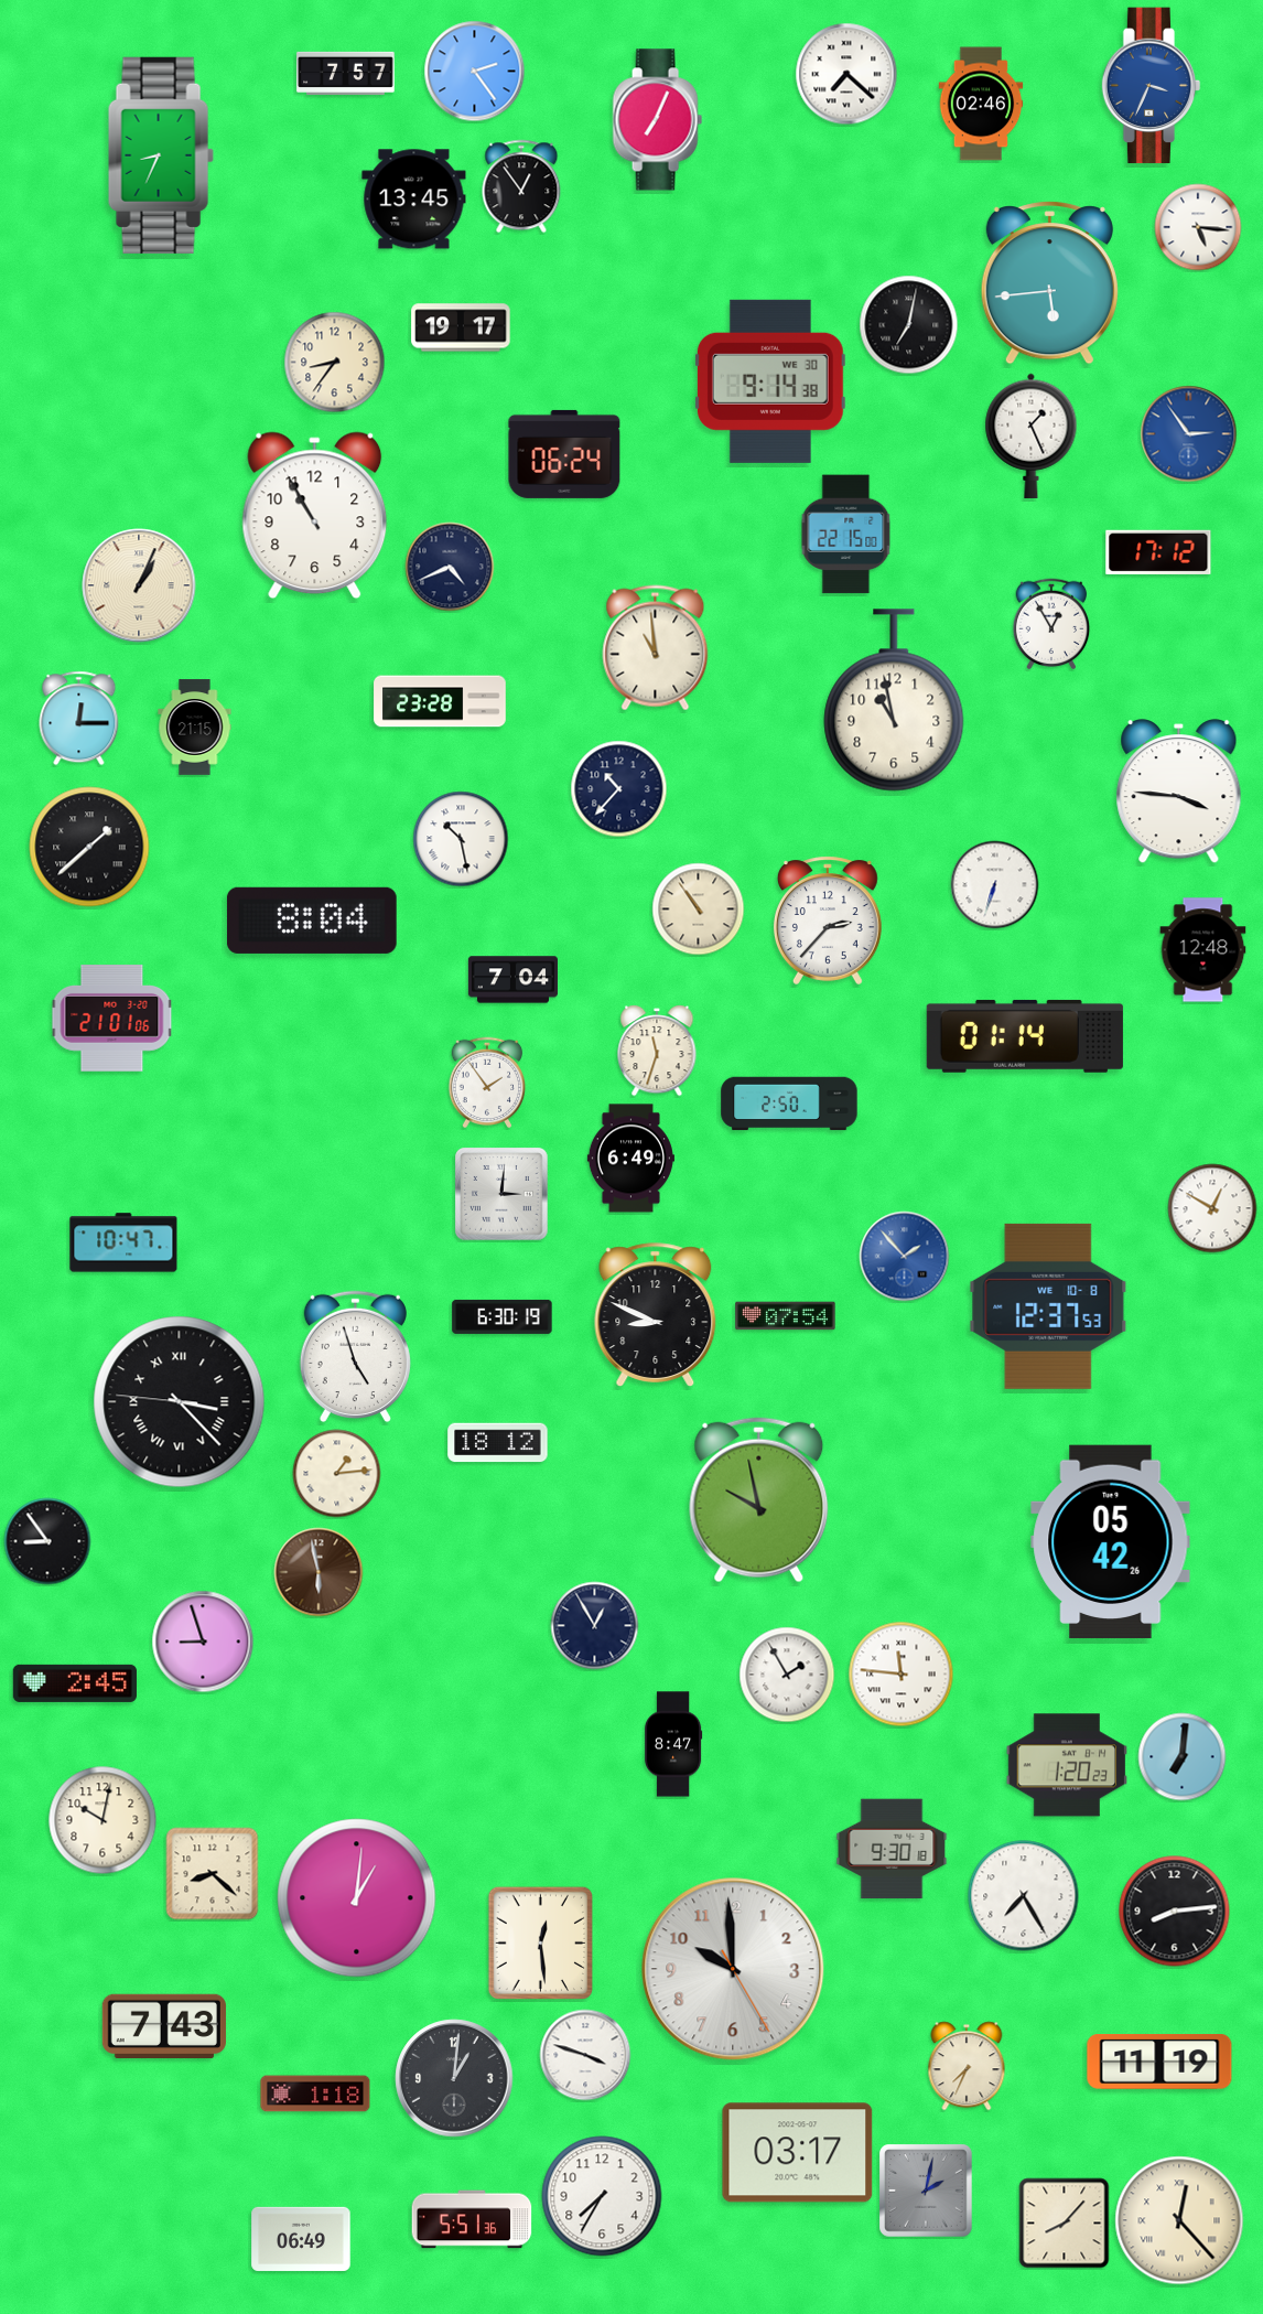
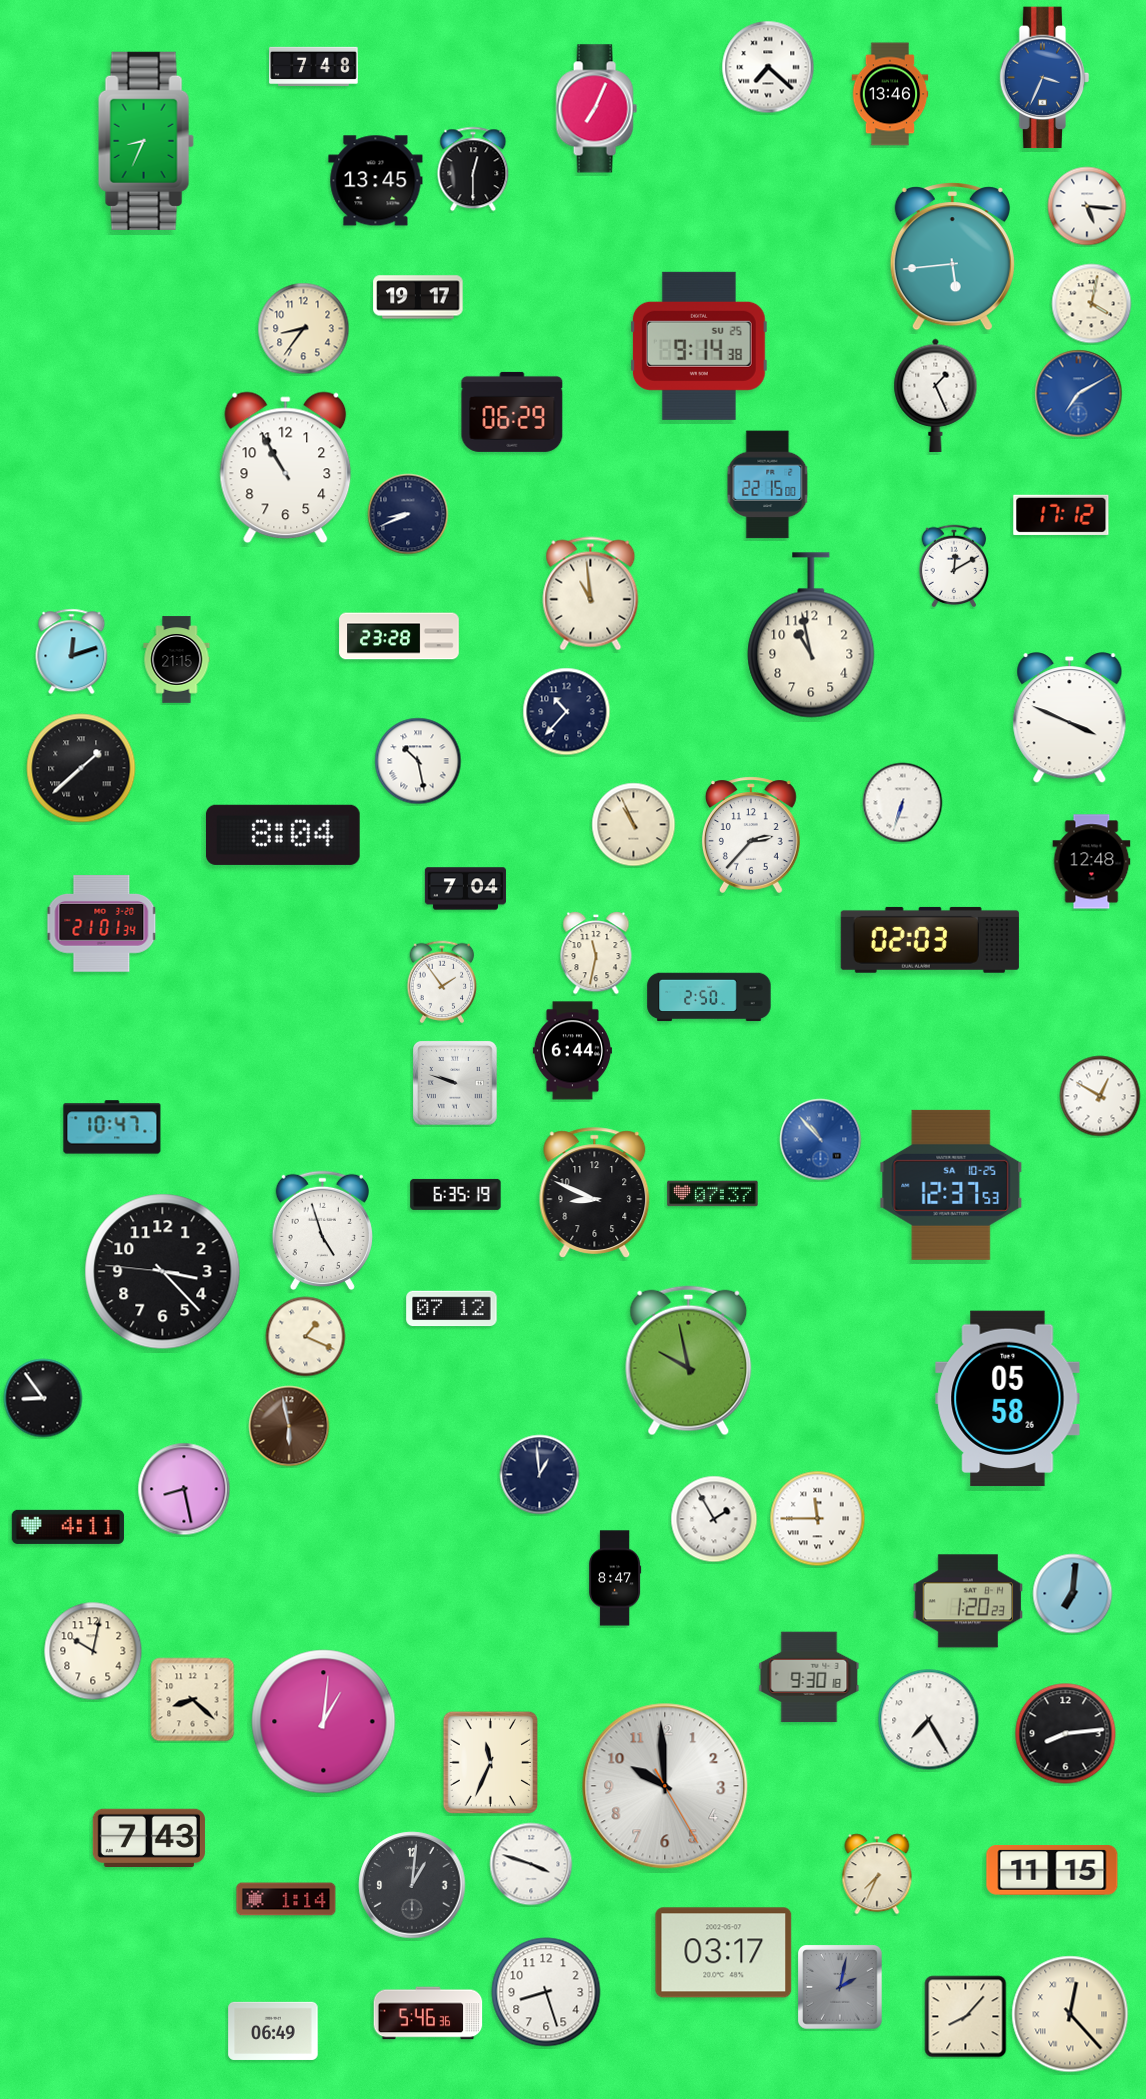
clock at (475, 72): 2:24 -> none
clock at (346, 73): 7:57 -> 7:48
clock at (981, 104): 02:46 -> 13:46
clock at (521, 186): 12:54 -> 12:30
clock at (909, 325): 7:02 -> none
clock at (1092, 304): none -> 4:02
clock at (770, 381) date: WE 30 -> SU 25
clock at (1189, 434): 2:54 -> 7:10
clock at (564, 454): 06:24 -> 06:29
clock at (1158, 552) position: (1158, 552) -> (1061, 515)
clock at (450, 567): 4:41 -> 8:41
clock at (139, 585): 1:04 -> none
clock at (1051, 624): 12:55 -> 12:10
clock at (656, 648) position: (656, 648) -> (591, 594)
clock at (79, 719): 12:15 -> 12:12
clock at (619, 789) position: (619, 789) -> (567, 712)
clock at (1179, 792): 3:46 -> 3:49
clock at (699, 910): 10:54 -> 10:56
clock at (112, 1019): 21:01:06 -> 21:01:34
clock at (1025, 1036): 01:14 -> 02:03
clock at (657, 1052): 11:33 -> 11:32
clock at (789, 1104) position: (789, 1104) -> (709, 997)
clock at (630, 1159): 6:49 -> 6:44
clock at (501, 1194): 3:01 -> 9:48
clock at (905, 1257): 1:53 -> 10:53
clock at (1048, 1306) date: WE 10-8 -> SA 10-25
clock at (503, 1316): 6:30 -> 6:35
clock at (786, 1316): 07:54 -> 07:37
clock at (180, 1402) numerals: Roman -> Arabic
clock at (498, 1443): 18:12 -> 07:12
clock at (337, 1474): 1:14 -> 1:19
clock at (1111, 1542): 05:42 -> 05:58
clock at (595, 1626): 12:55 -> 12:59
clock at (203, 1642): 8:57 -> 8:28
clock at (902, 1675): 11:46 -> 11:45
clock at (75, 1683): 2:45 -> 4:11
clock at (674, 1744) position: (674, 1744) -> (616, 1578)
clock at (540, 1942): 12:29 -> 11:34
clock at (1159, 2063): 11:19 -> 11:15
clock at (315, 2094): 1:18 -> 1:14
clock at (602, 2196): 7:35 -> 8:27
clock at (472, 2219): 5:51 -> 5:46
